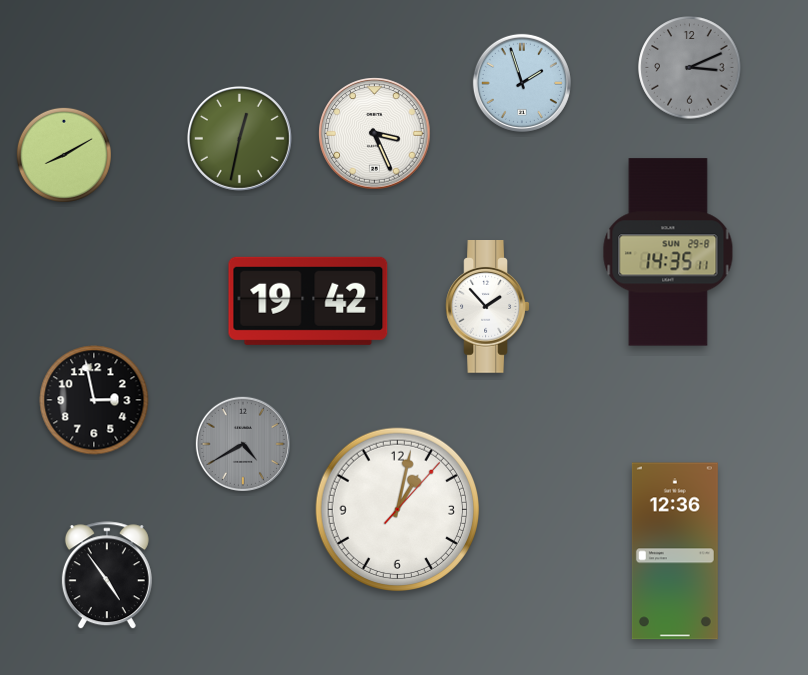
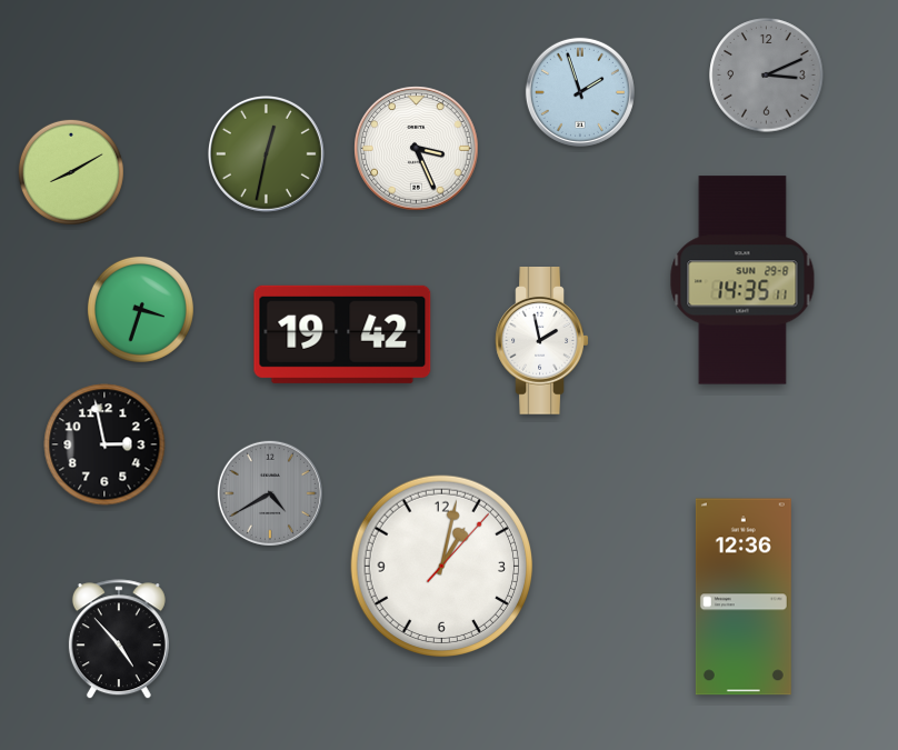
clock at (140, 309): none -> 3:33
clock at (488, 307): 1:53 -> 1:58
clock at (675, 551) position: (675, 551) -> (744, 597)
clock at (107, 576): 4:54 -> 4:53
